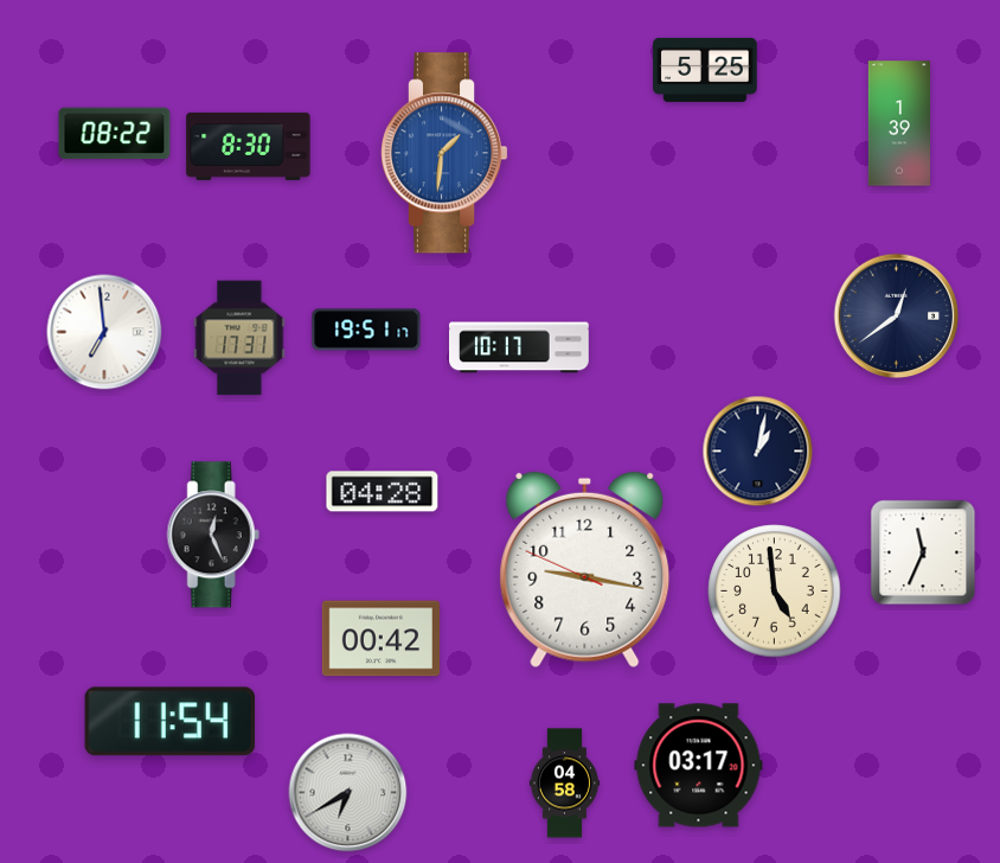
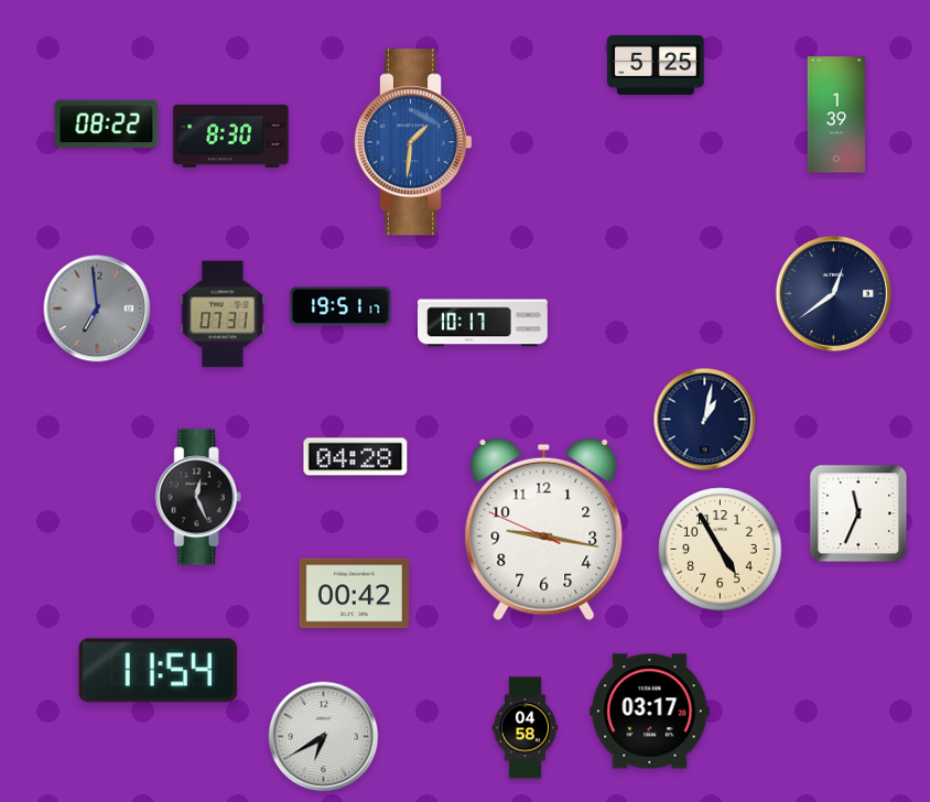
clock at (104, 332) dial: white -> grey
clock at (239, 338): 17:31 -> 07:31
clock at (775, 592): 4:59 -> 4:55
